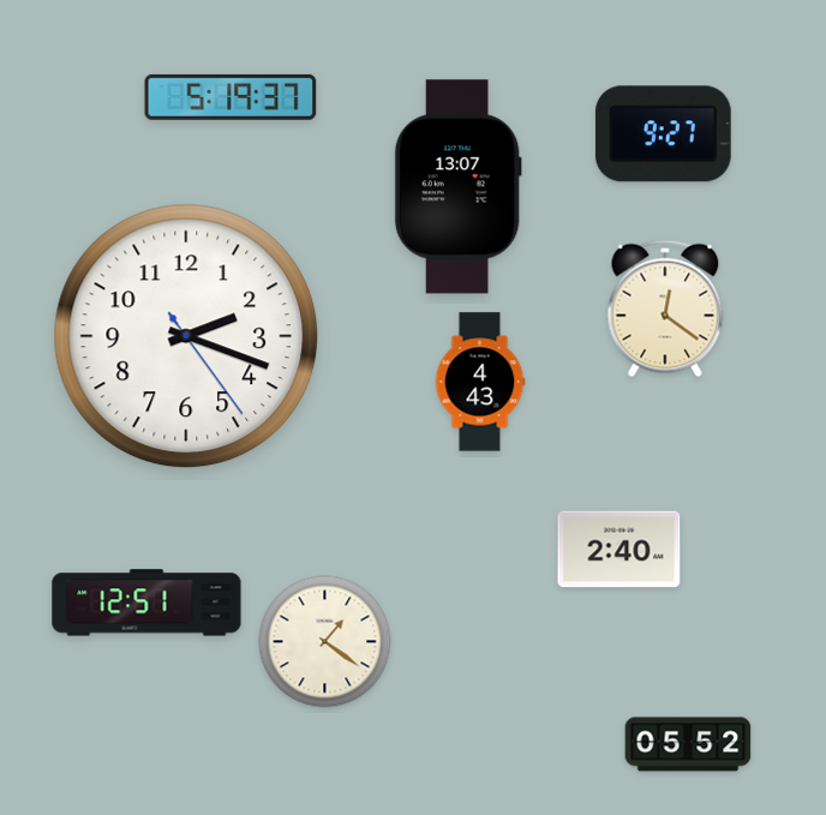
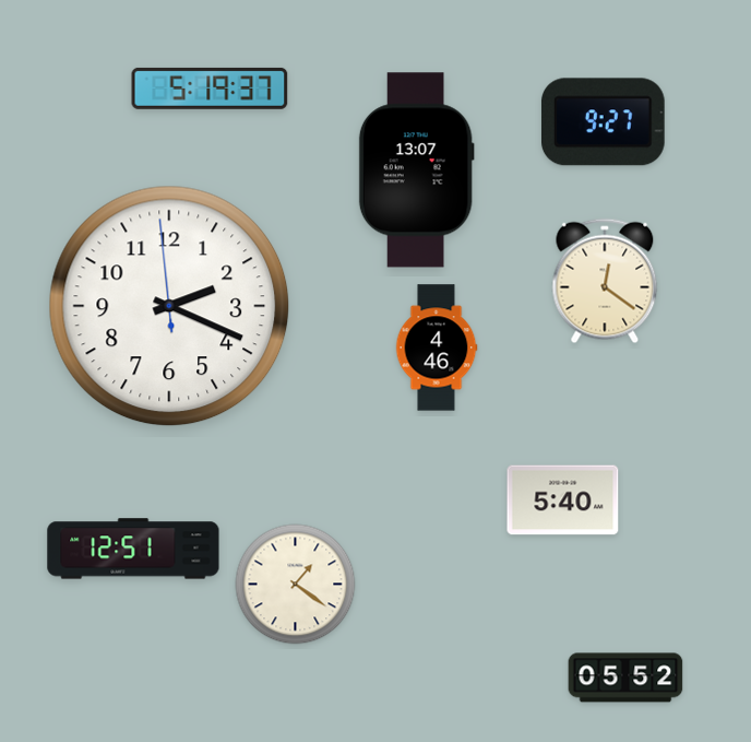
clock at (186, 336): 2:18:24 -> 2:18:59
clock at (480, 382): 4:43 -> 4:46
clock at (619, 550): 2:40 -> 5:40
